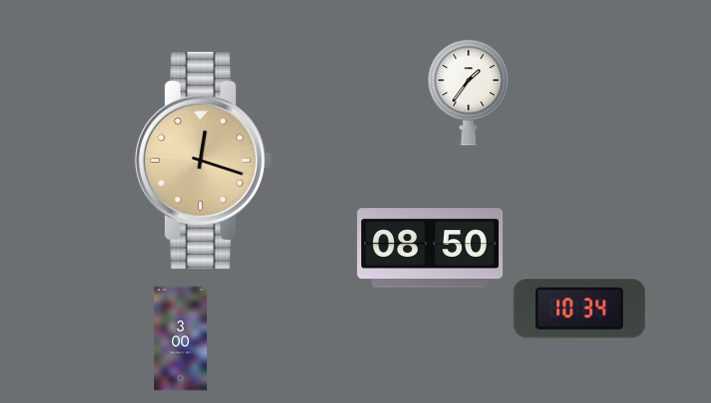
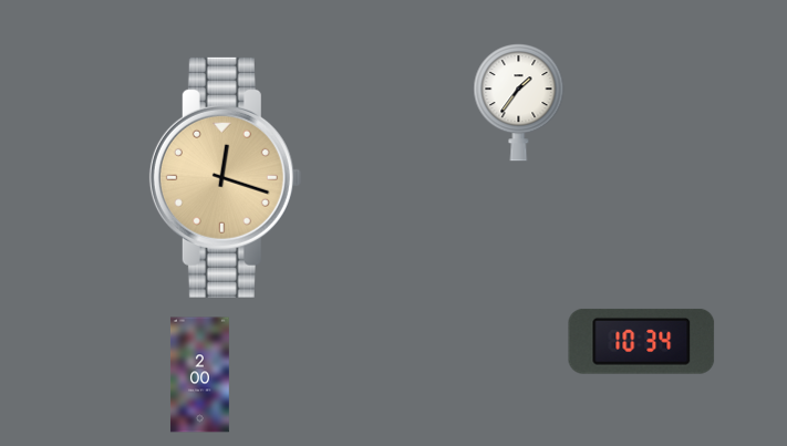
clock at (430, 248): 08:50 -> none
clock at (180, 339): 3:00 -> 2:00
